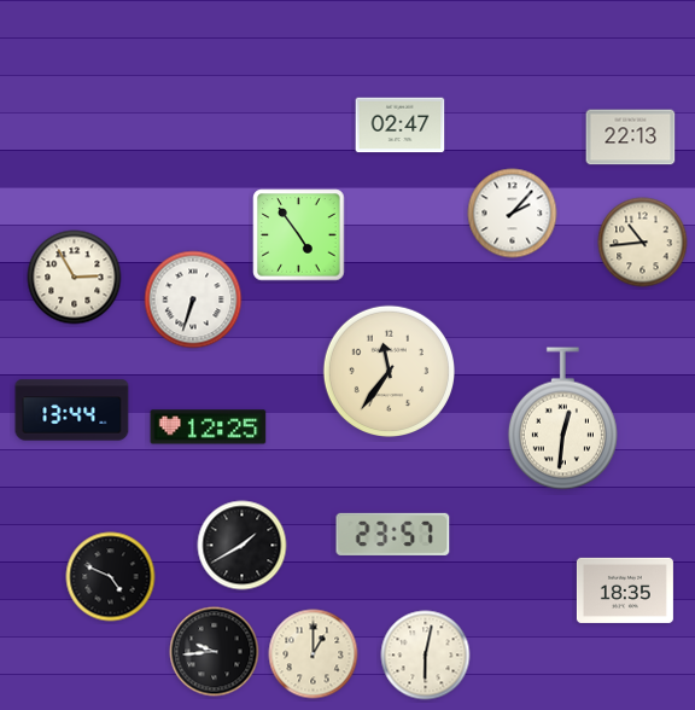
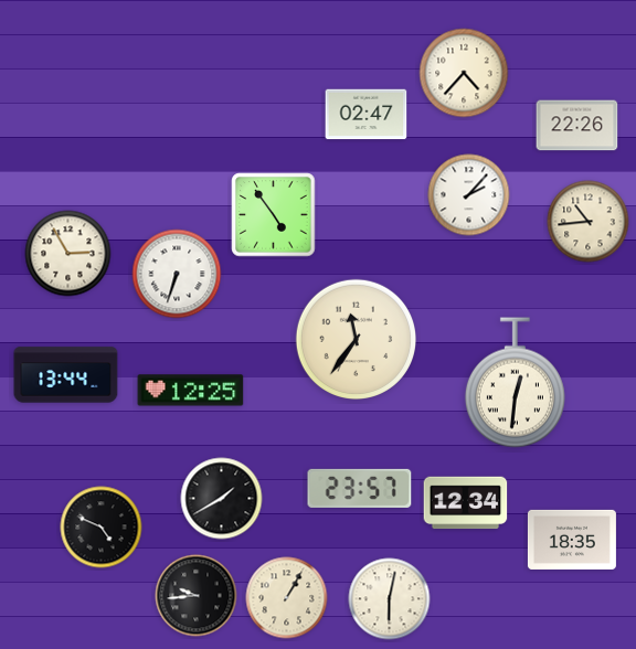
clock at (464, 73): none -> 4:37
clock at (631, 138): 22:13 -> 22:26
clock at (466, 503): none -> 12:34
clock at (314, 654): 1:00 -> 1:05
